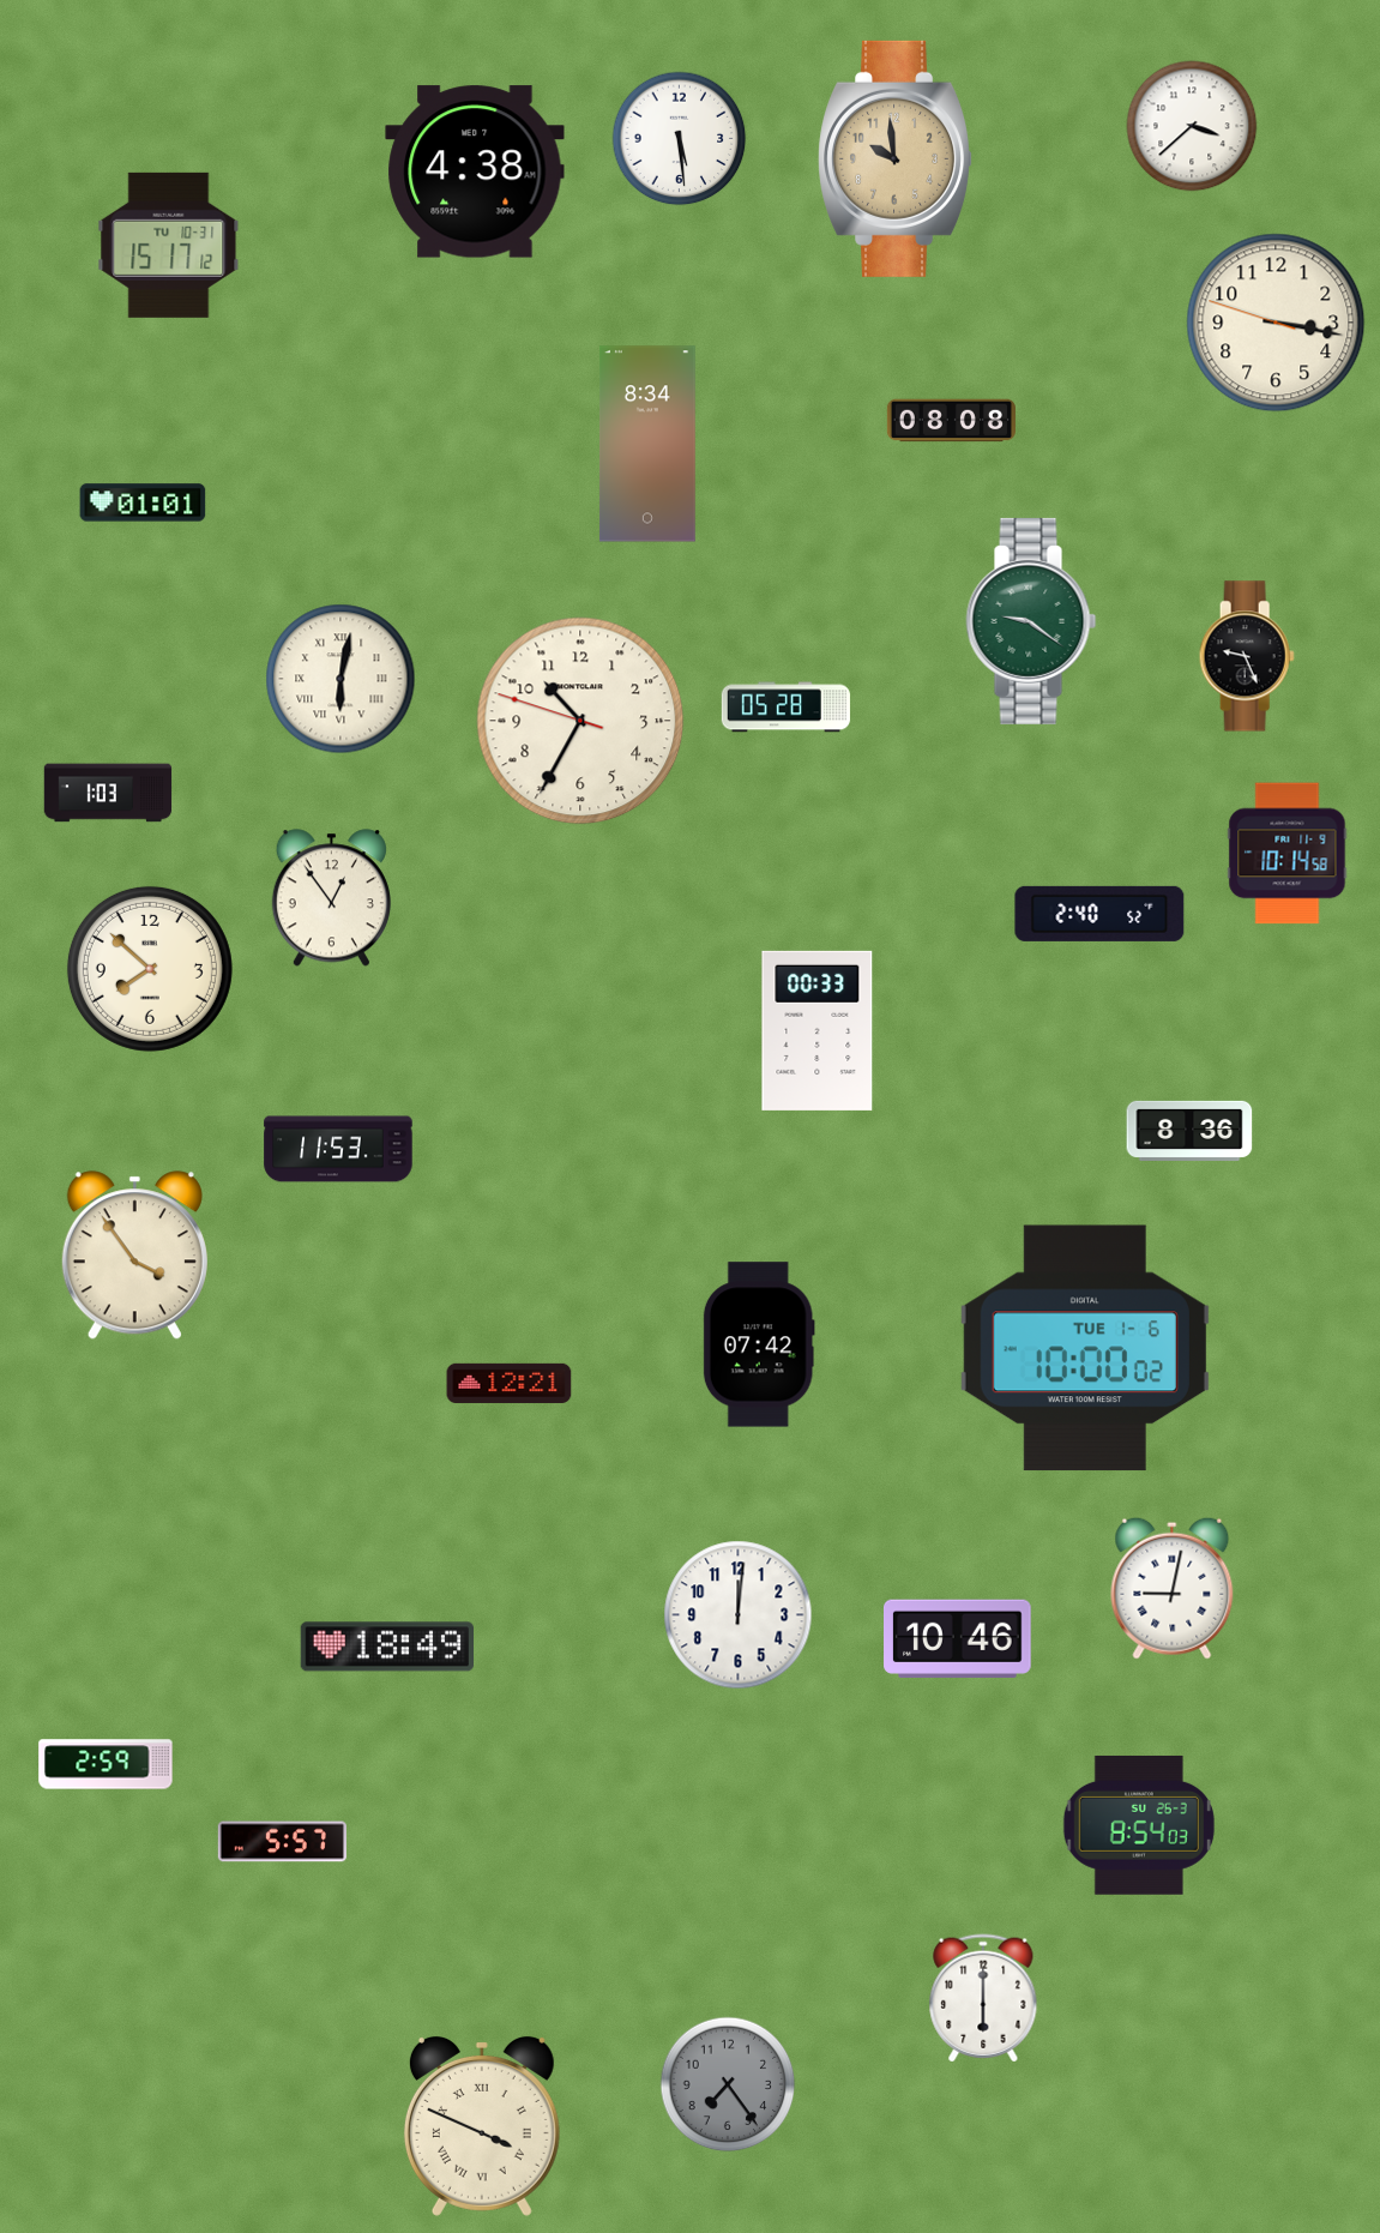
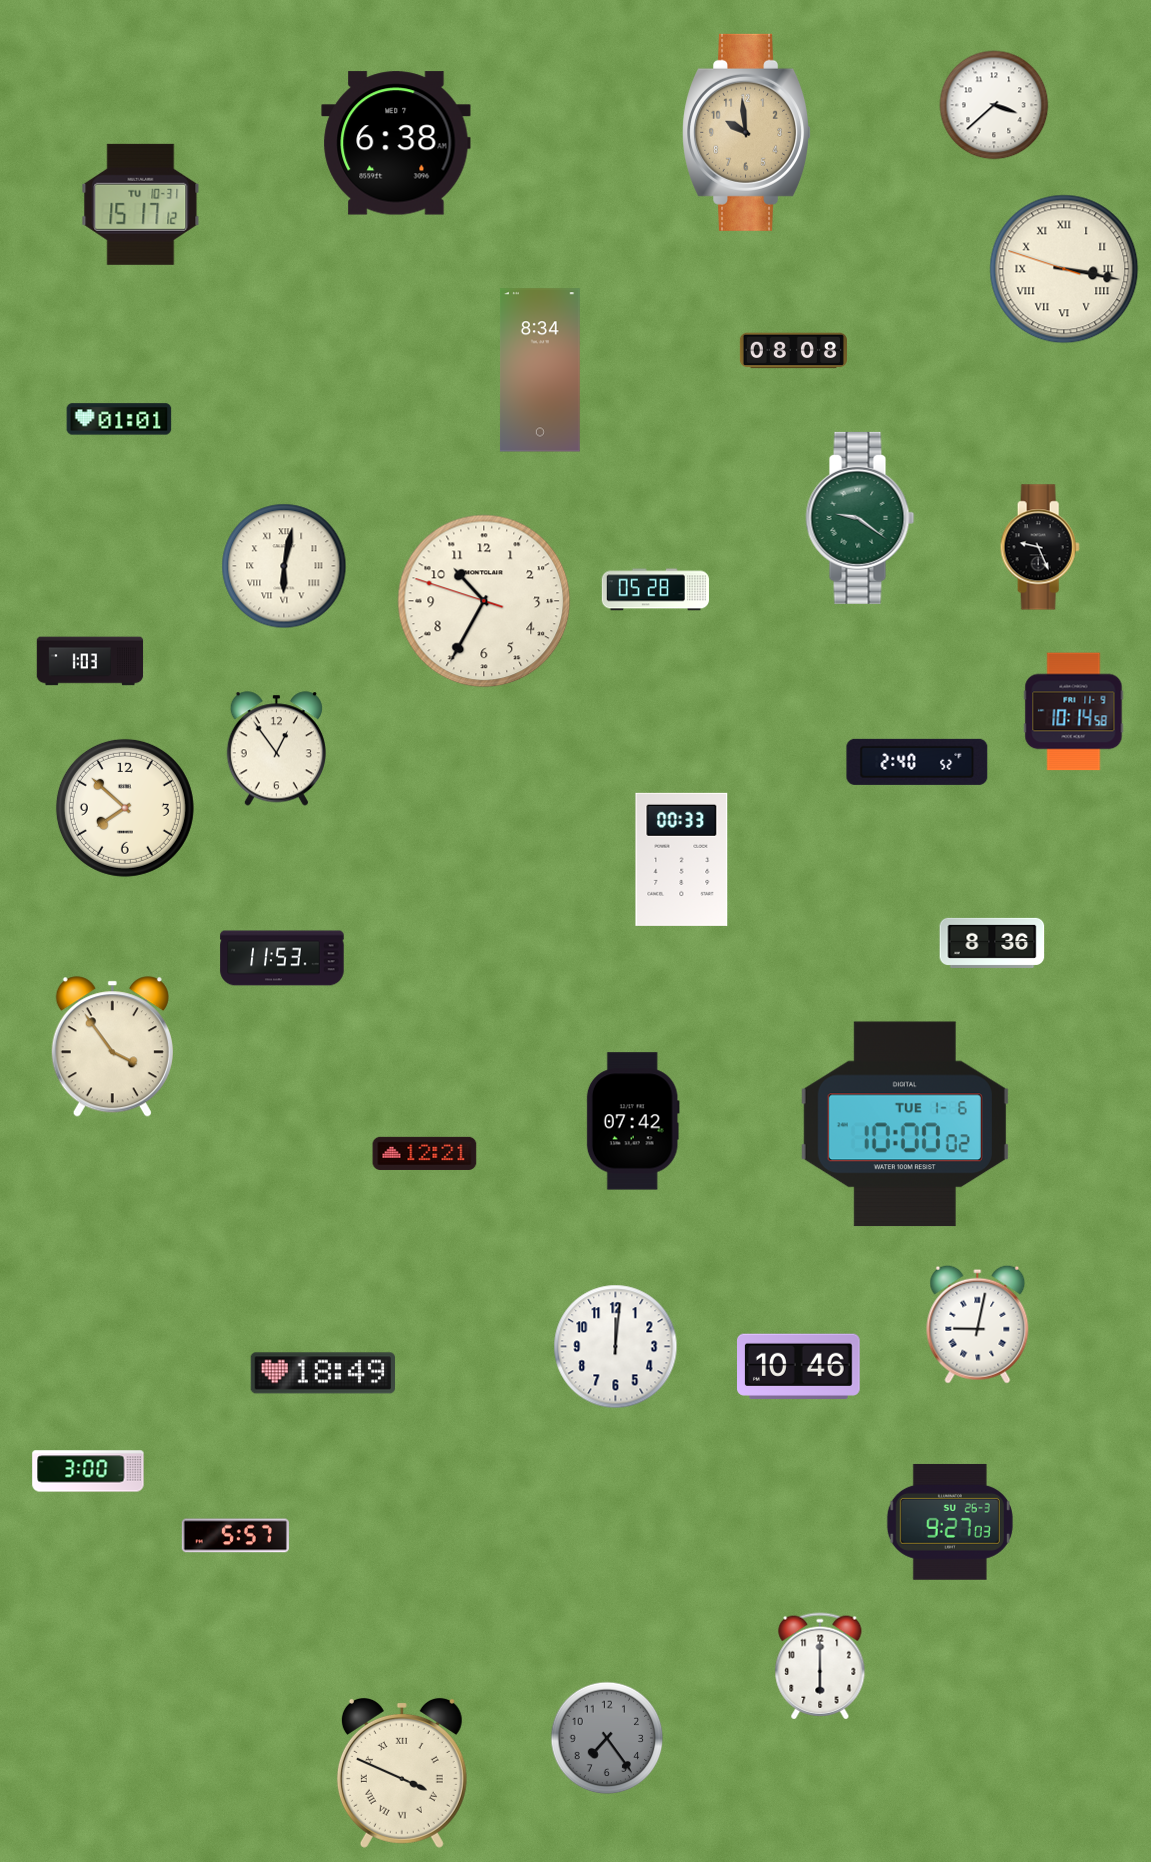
clock at (680, 139): 5:29 -> none
clock at (475, 171): 4:38 -> 6:38
clock at (1276, 323) numerals: Arabic -> Roman
clock at (106, 1764): 2:59 -> 3:00
clock at (1139, 1825): 8:54 -> 9:27
